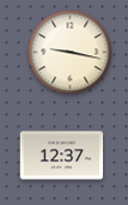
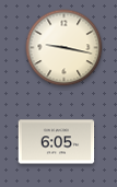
clock at (62, 156): 12:37 -> 6:05
